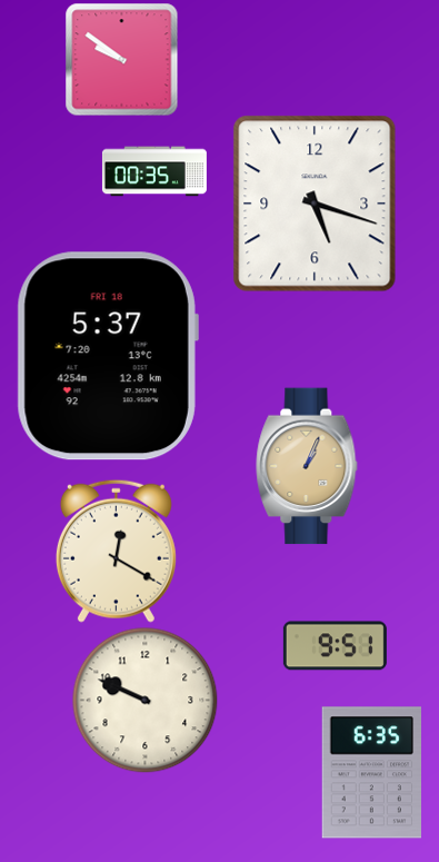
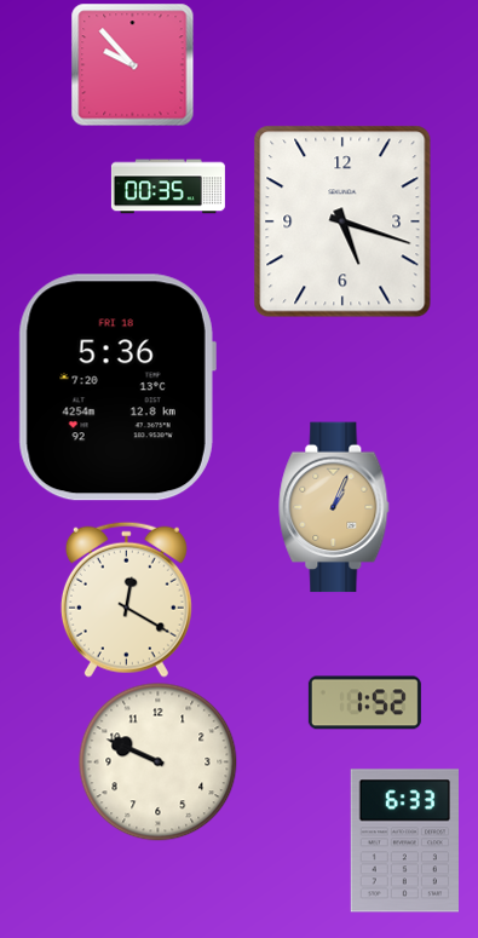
clock at (121, 59): 9:51 -> 9:53
clock at (108, 356): 5:37 -> 5:36
clock at (335, 646): 9:51 -> 1:52
clock at (371, 773): 6:35 -> 6:33
